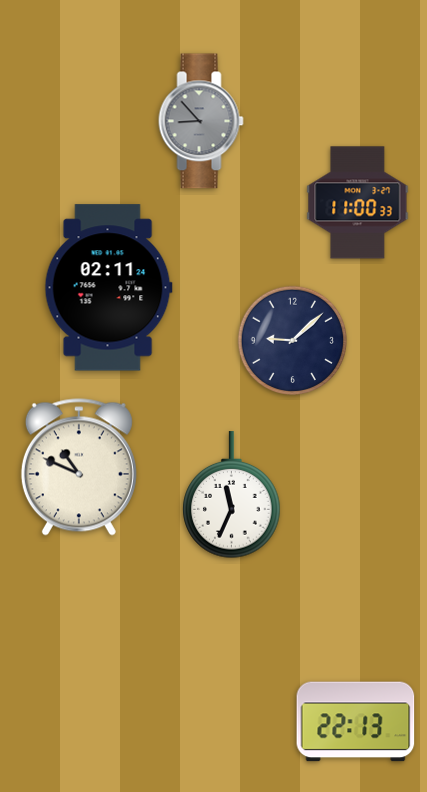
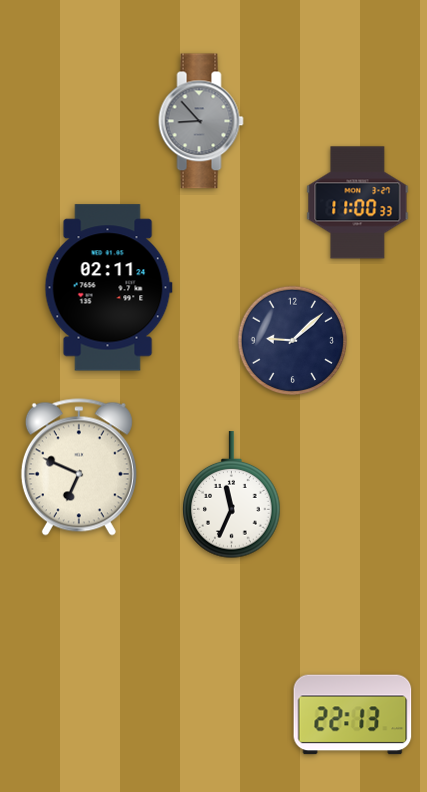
clock at (79, 467): 10:49 -> 6:49
clock at (356, 722) position: (356, 722) -> (353, 715)
